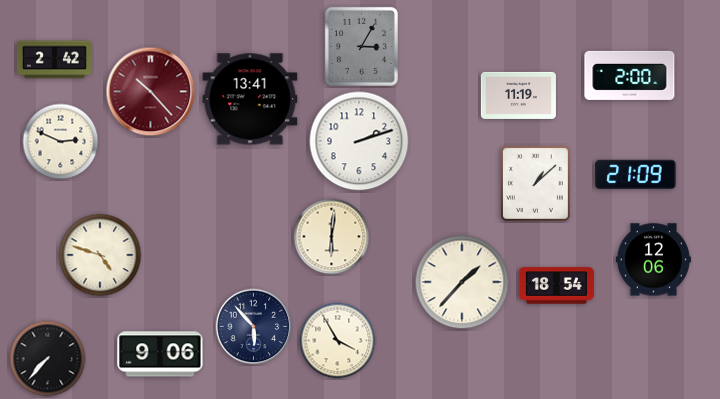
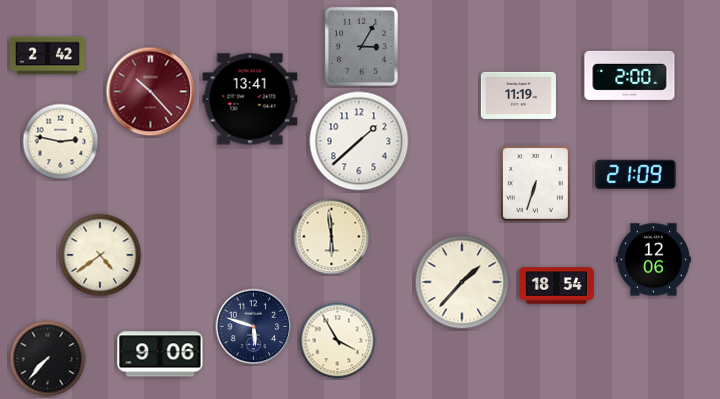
clock at (54, 60) position: (54, 60) -> (47, 56)
clock at (359, 141): 2:12 -> 1:38
clock at (61, 142): 2:49 -> 2:47
clock at (535, 184): 1:08 -> 6:33
clock at (332, 237): 6:01 -> 5:59
clock at (100, 255): 4:48 -> 4:39
clock at (254, 327): 5:53 -> 5:48
